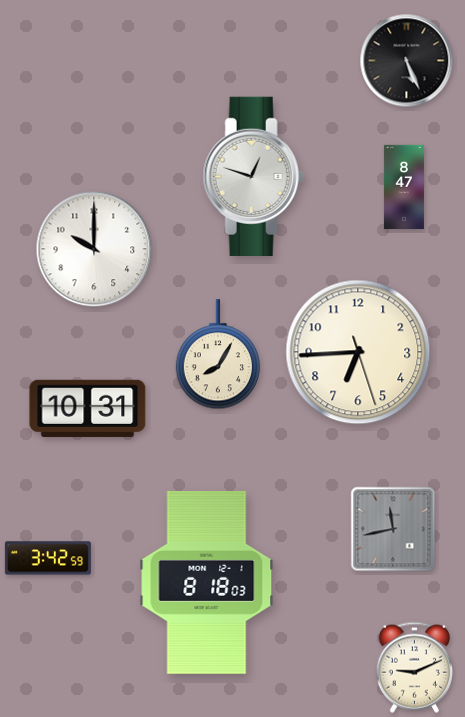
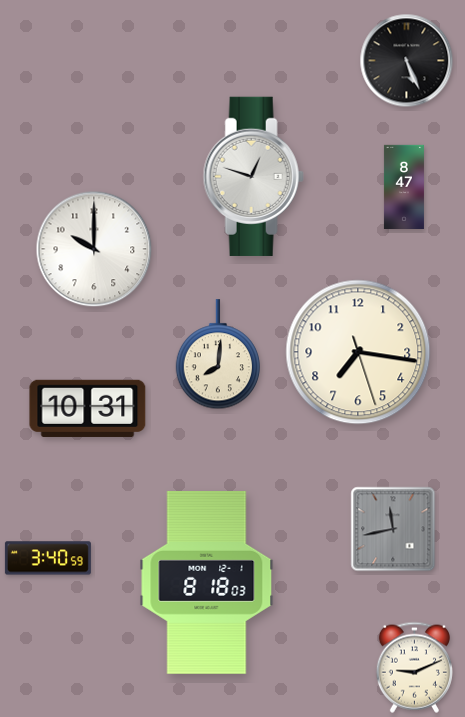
clock at (358, 352): 6:44 -> 7:16
clock at (217, 355): 8:05 -> 8:01
clock at (48, 558): 3:42 -> 3:40
